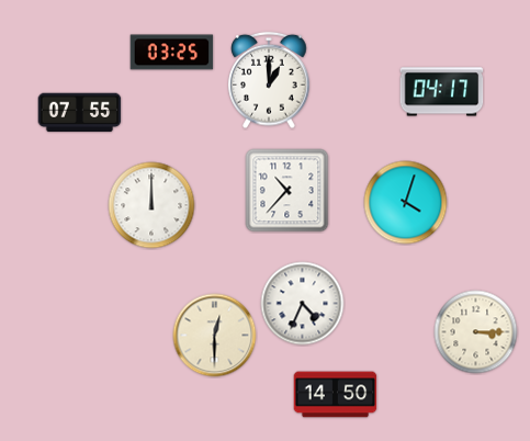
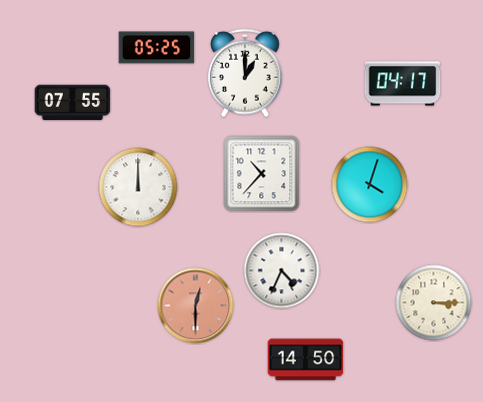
clock at (172, 53): 03:25 -> 05:25
clock at (303, 304) position: (303, 304) -> (282, 271)
clock at (215, 336) dial: cream -> salmon
